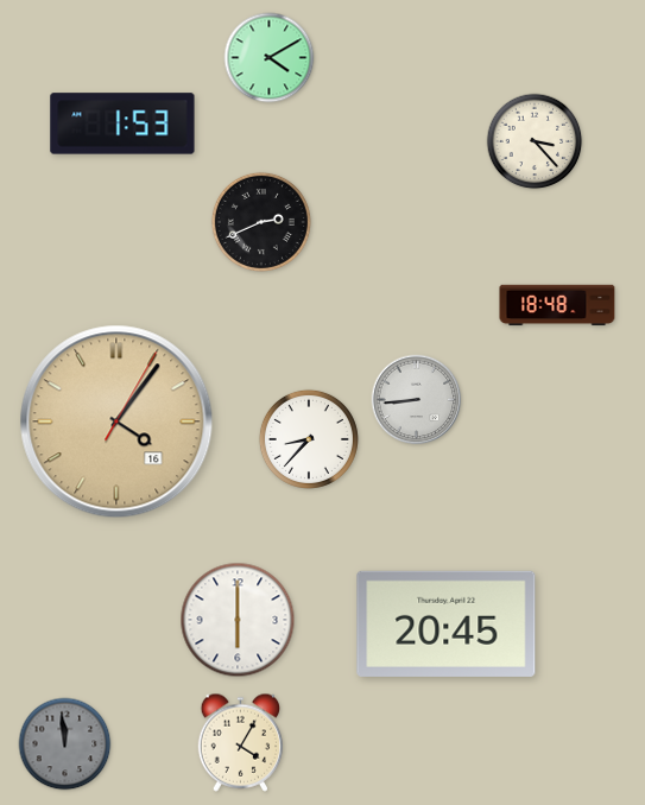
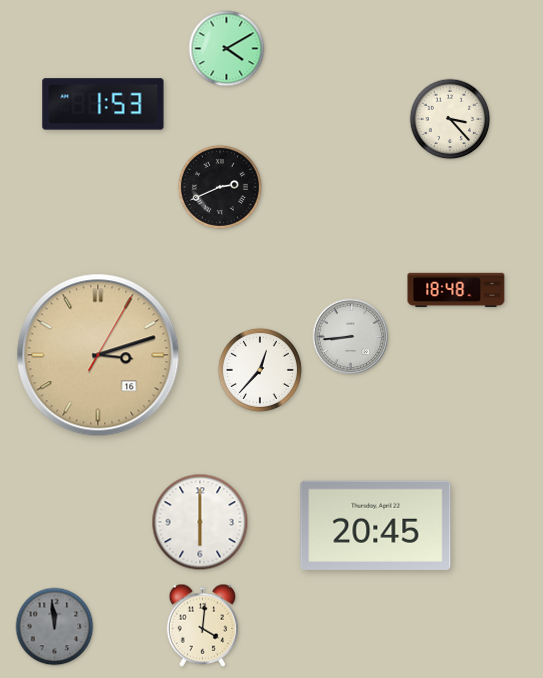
clock at (557, 305) position: (557, 305) -> (456, 290)
clock at (116, 421): 4:06 -> 3:12
clock at (309, 439): 8:37 -> 12:37
clock at (241, 742): 4:05 -> 4:01
